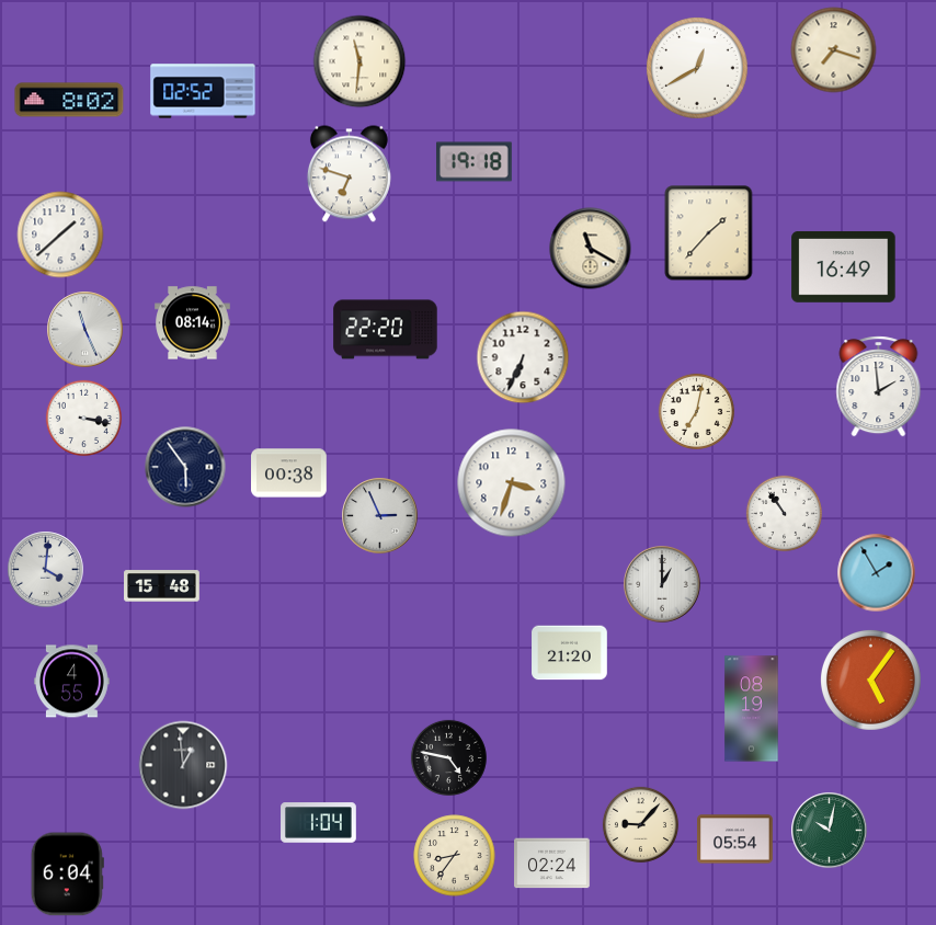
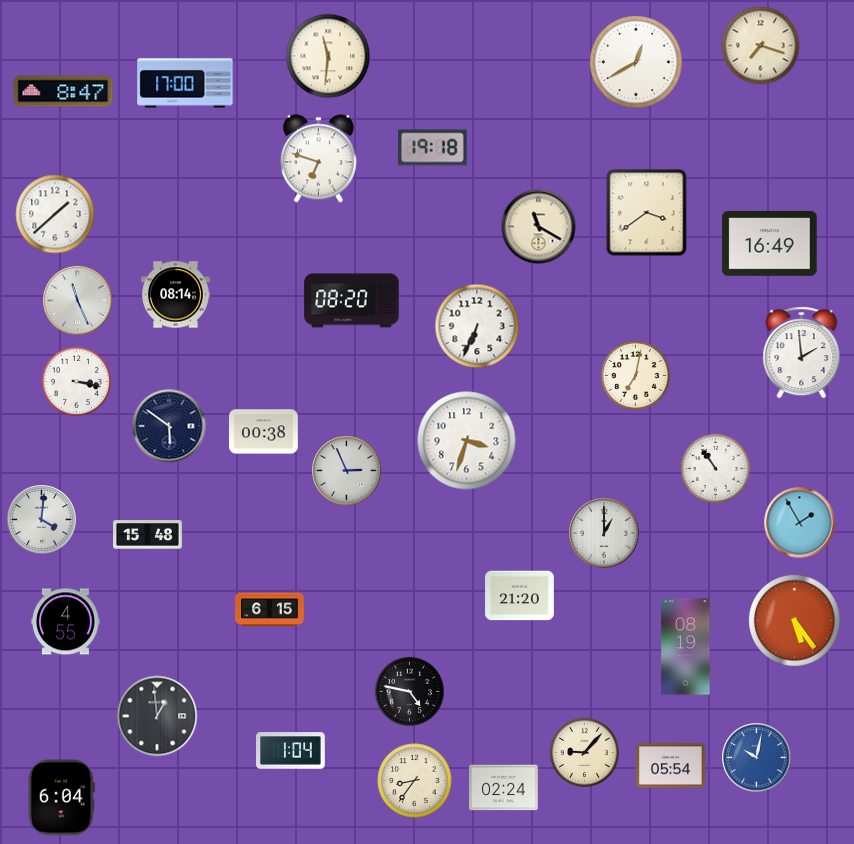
clock at (203, 91): 02:52 -> 17:00
clock at (69, 100): 8:02 -> 8:47
clock at (709, 233): 1:37 -> 3:39
clock at (386, 330): 22:20 -> 08:20
clock at (185, 467): 5:54 -> 5:51
clock at (270, 610): none -> 6:15
clock at (871, 681): 5:06 -> 5:24
clock at (183, 765) position: (183, 765) -> (157, 716)
clock at (830, 831) dial: green -> blue
